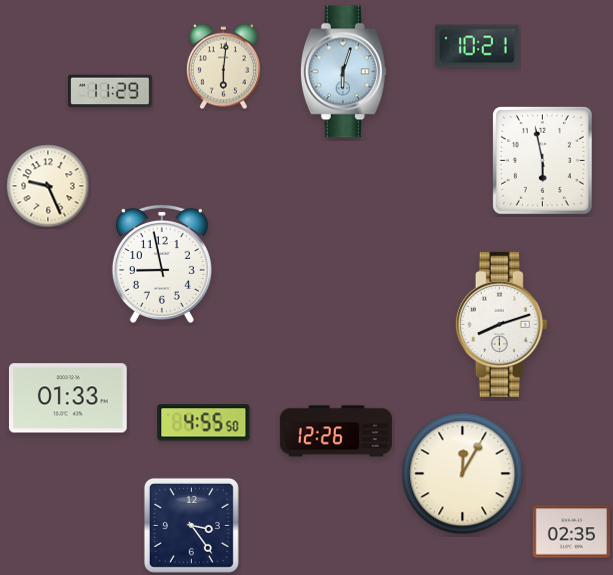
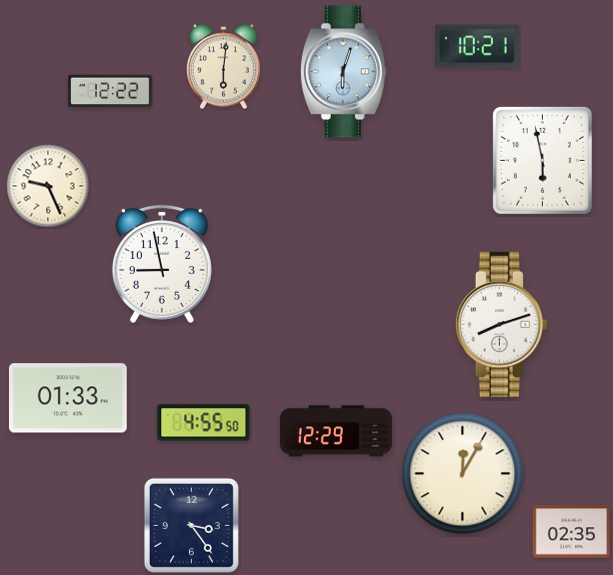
clock at (111, 91): 11:29 -> 12:22
clock at (336, 431): 12:26 -> 12:29
